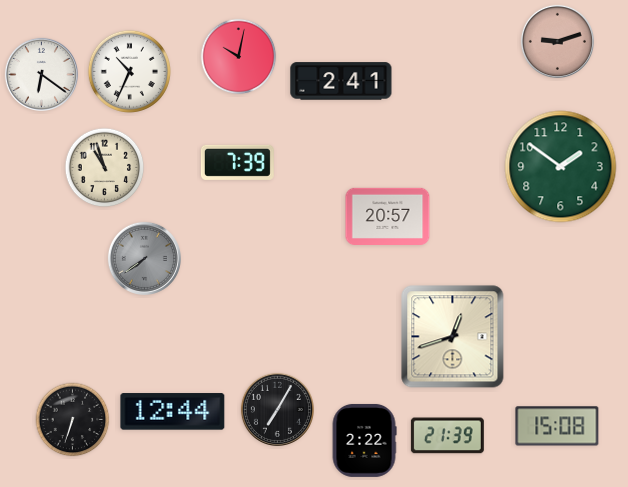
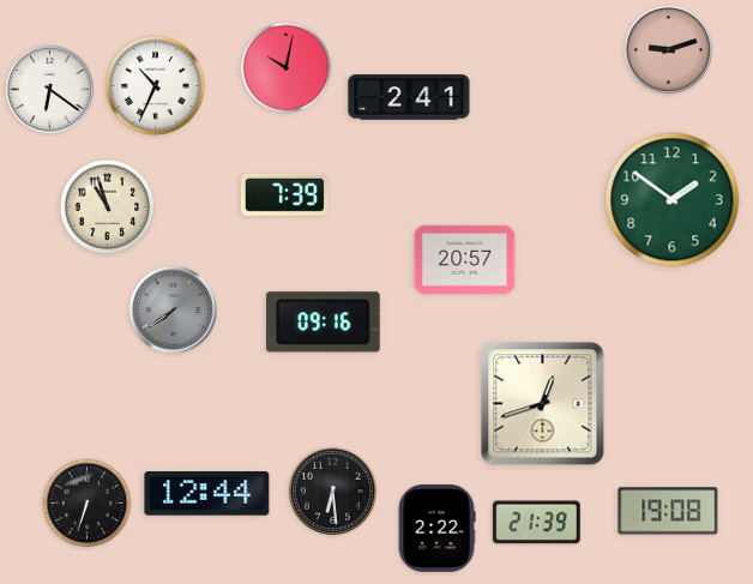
clock at (105, 168) position: (105, 168) -> (108, 207)
clock at (323, 323): none -> 09:16
clock at (277, 409): 7:05 -> 6:29
clock at (557, 426): 15:08 -> 19:08
